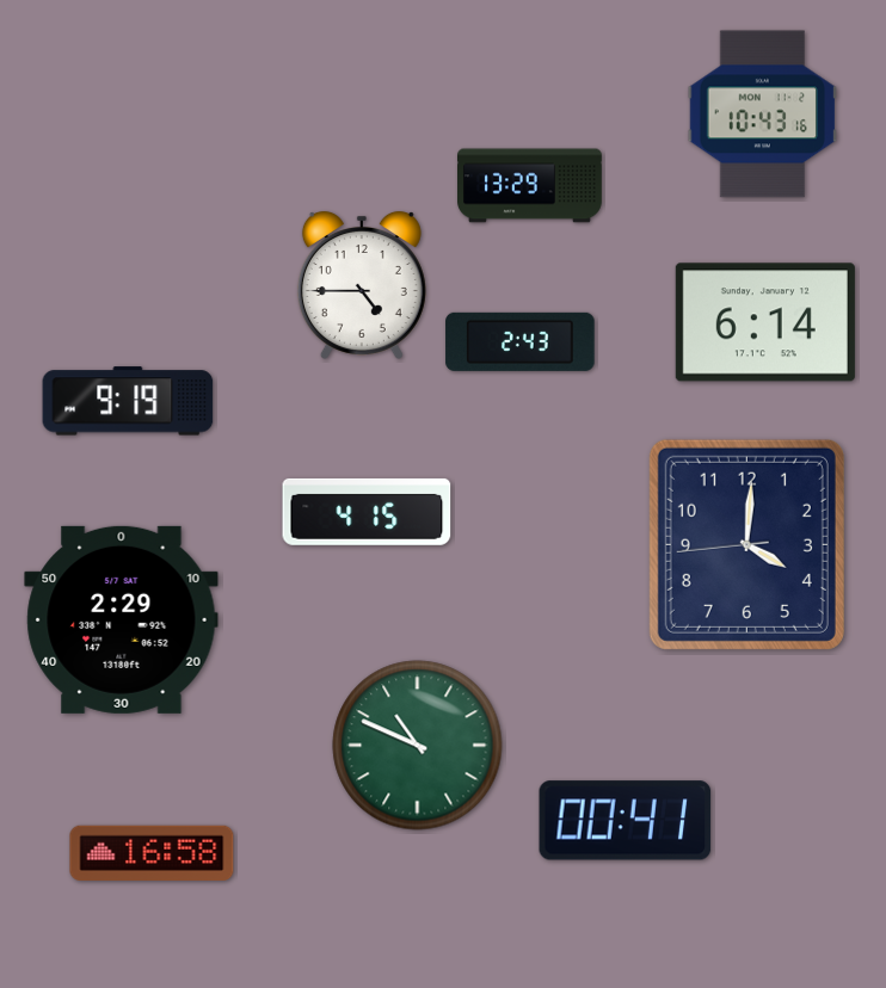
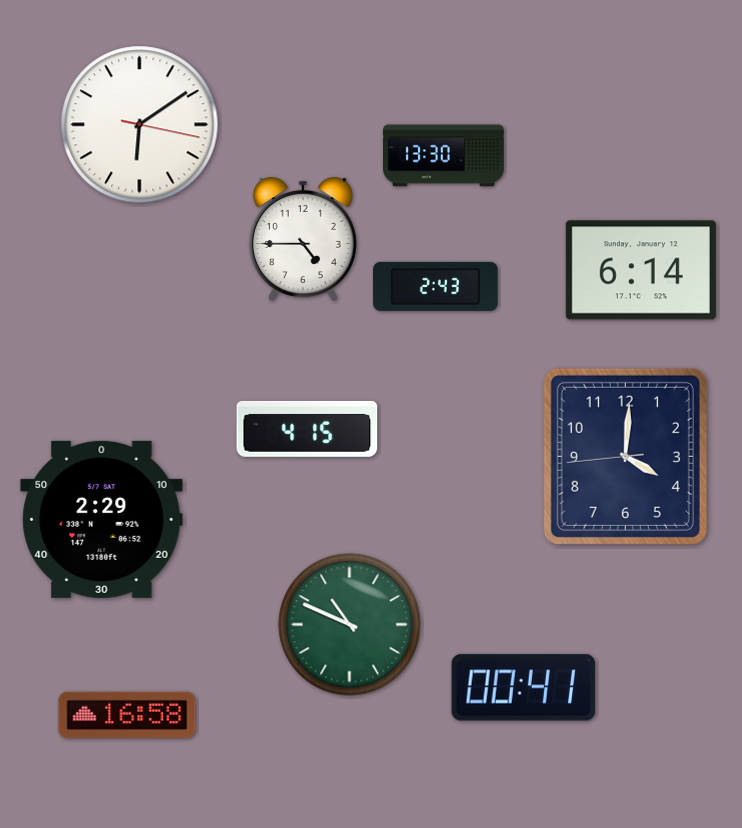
clock at (763, 115): 10:43 -> none
clock at (140, 125): none -> 6:09
clock at (530, 186): 13:29 -> 13:30
clock at (128, 401): 9:19 -> none
